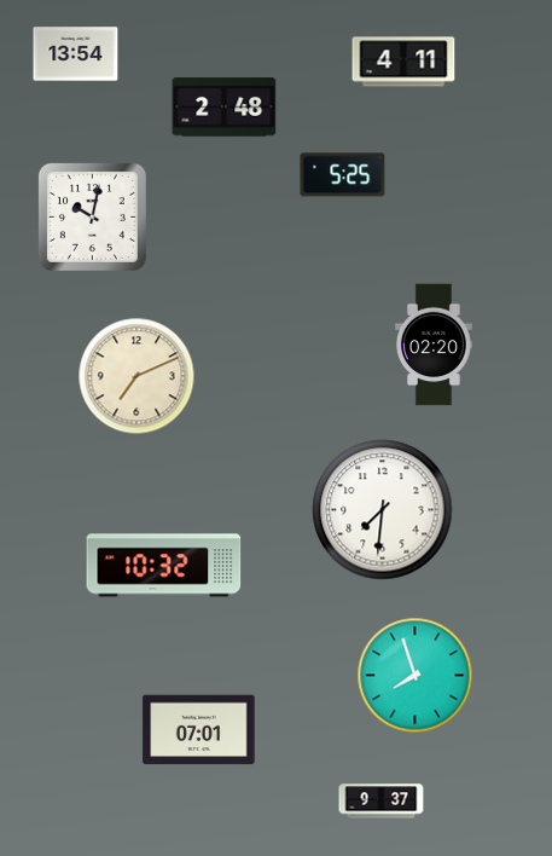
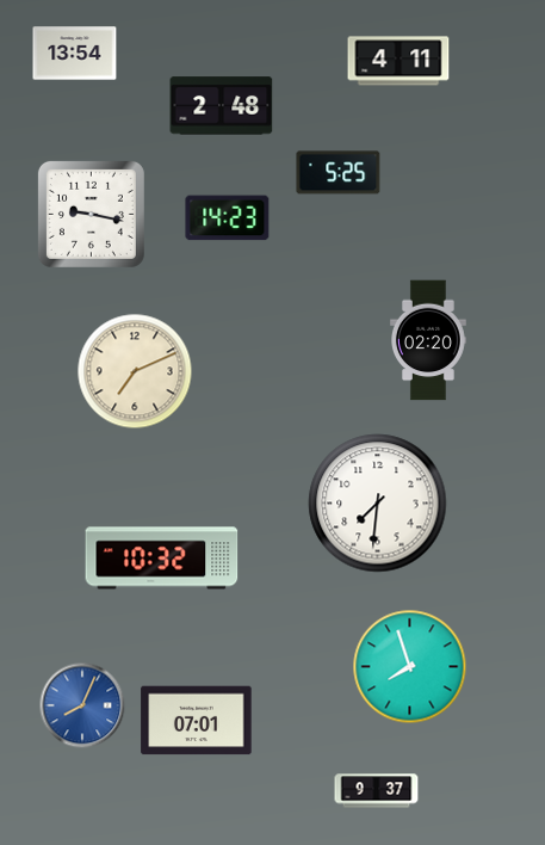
clock at (92, 216): 10:02 -> 9:17
clock at (228, 218): none -> 14:23
clock at (82, 705): none -> 8:04
